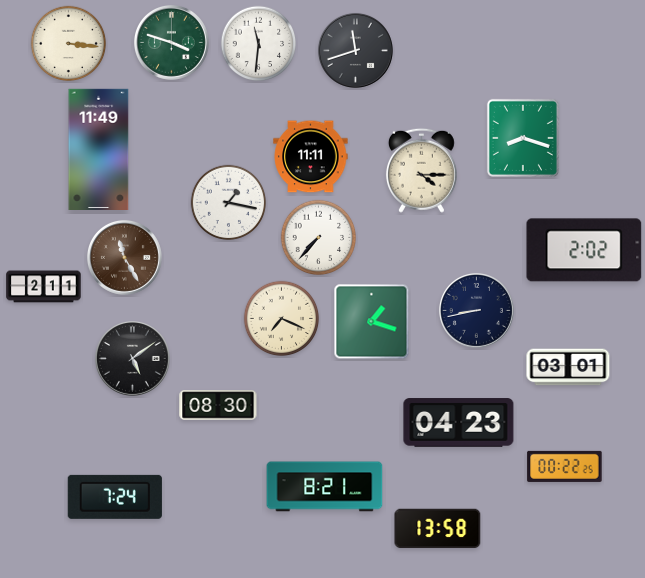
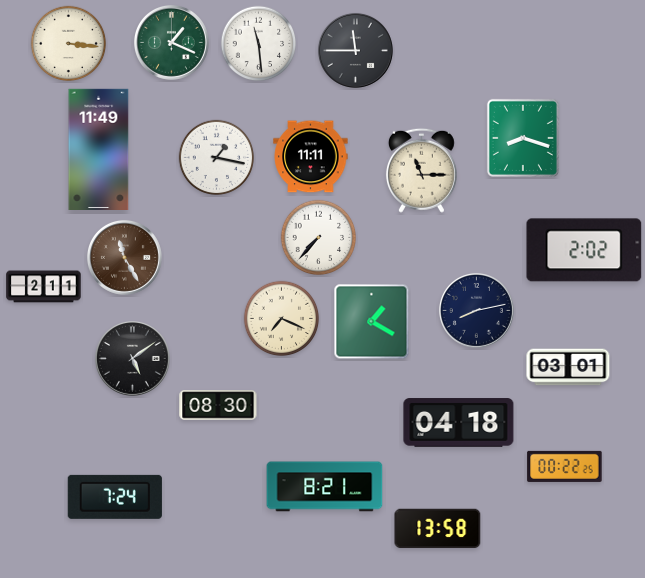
clock at (171, 42): 3:48 -> 1:19
clock at (259, 44): 11:31 -> 11:29
clock at (355, 50): 11:42 -> 11:45
clock at (421, 170): 4:15 -> 11:15
clock at (229, 203) position: (229, 203) -> (217, 158)
clock at (476, 310): 8:43 -> 8:13
clock at (372, 322): 1:18 -> 1:20
clock at (459, 423): 04:23 -> 04:18
